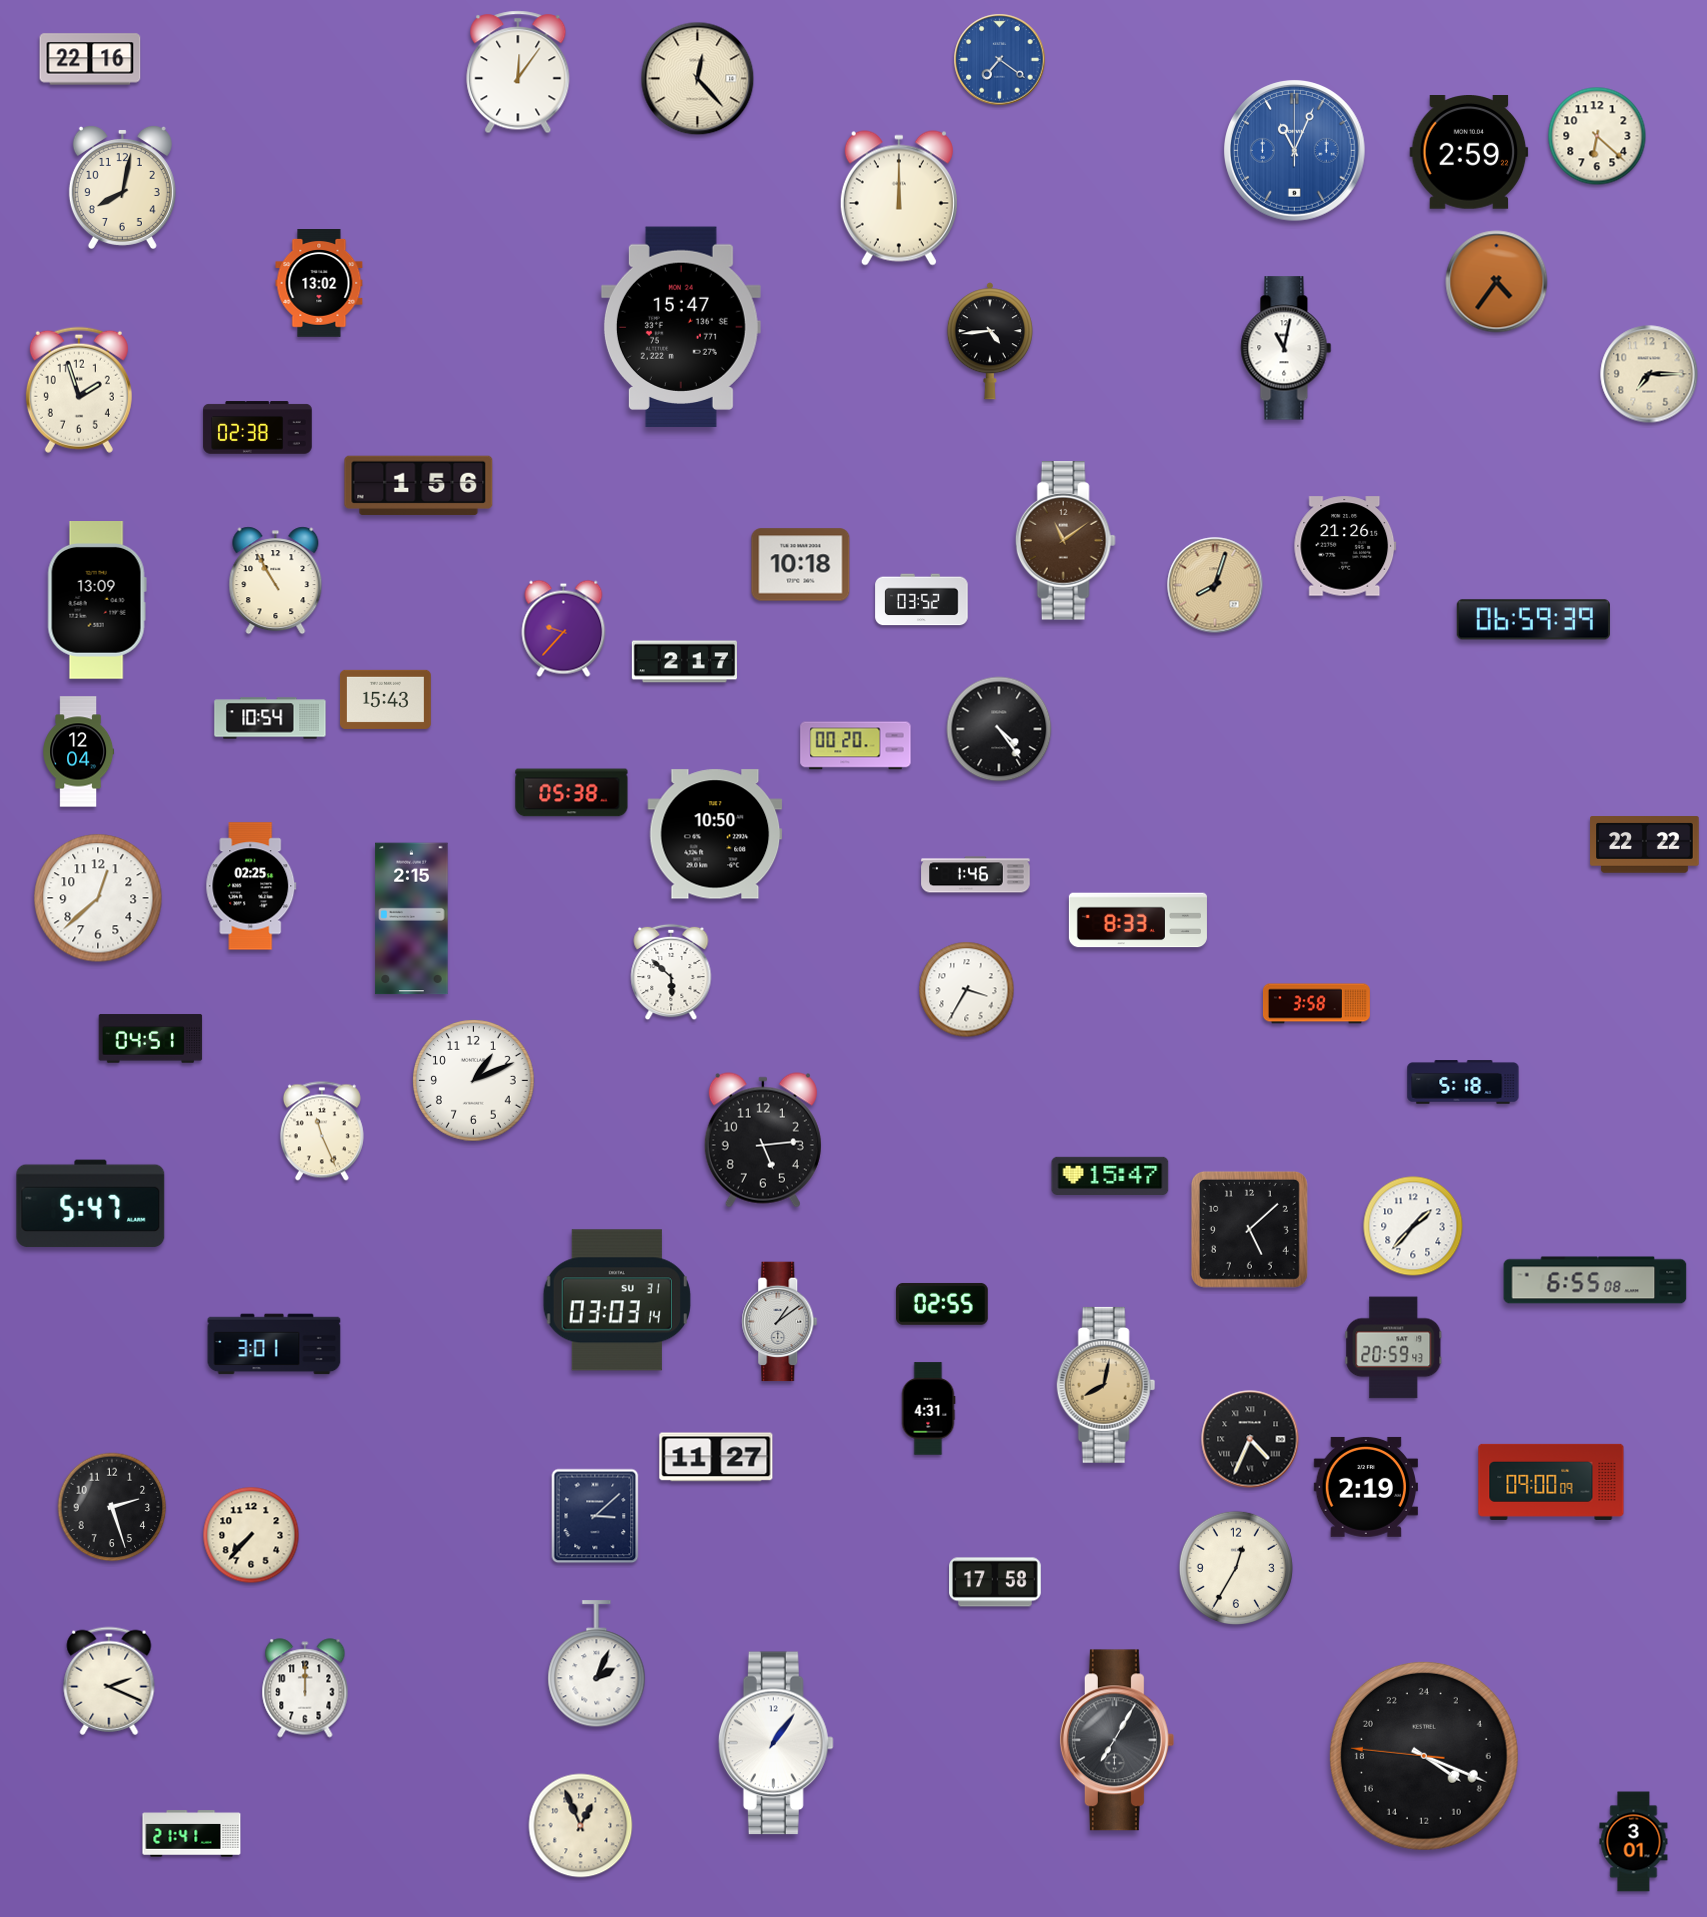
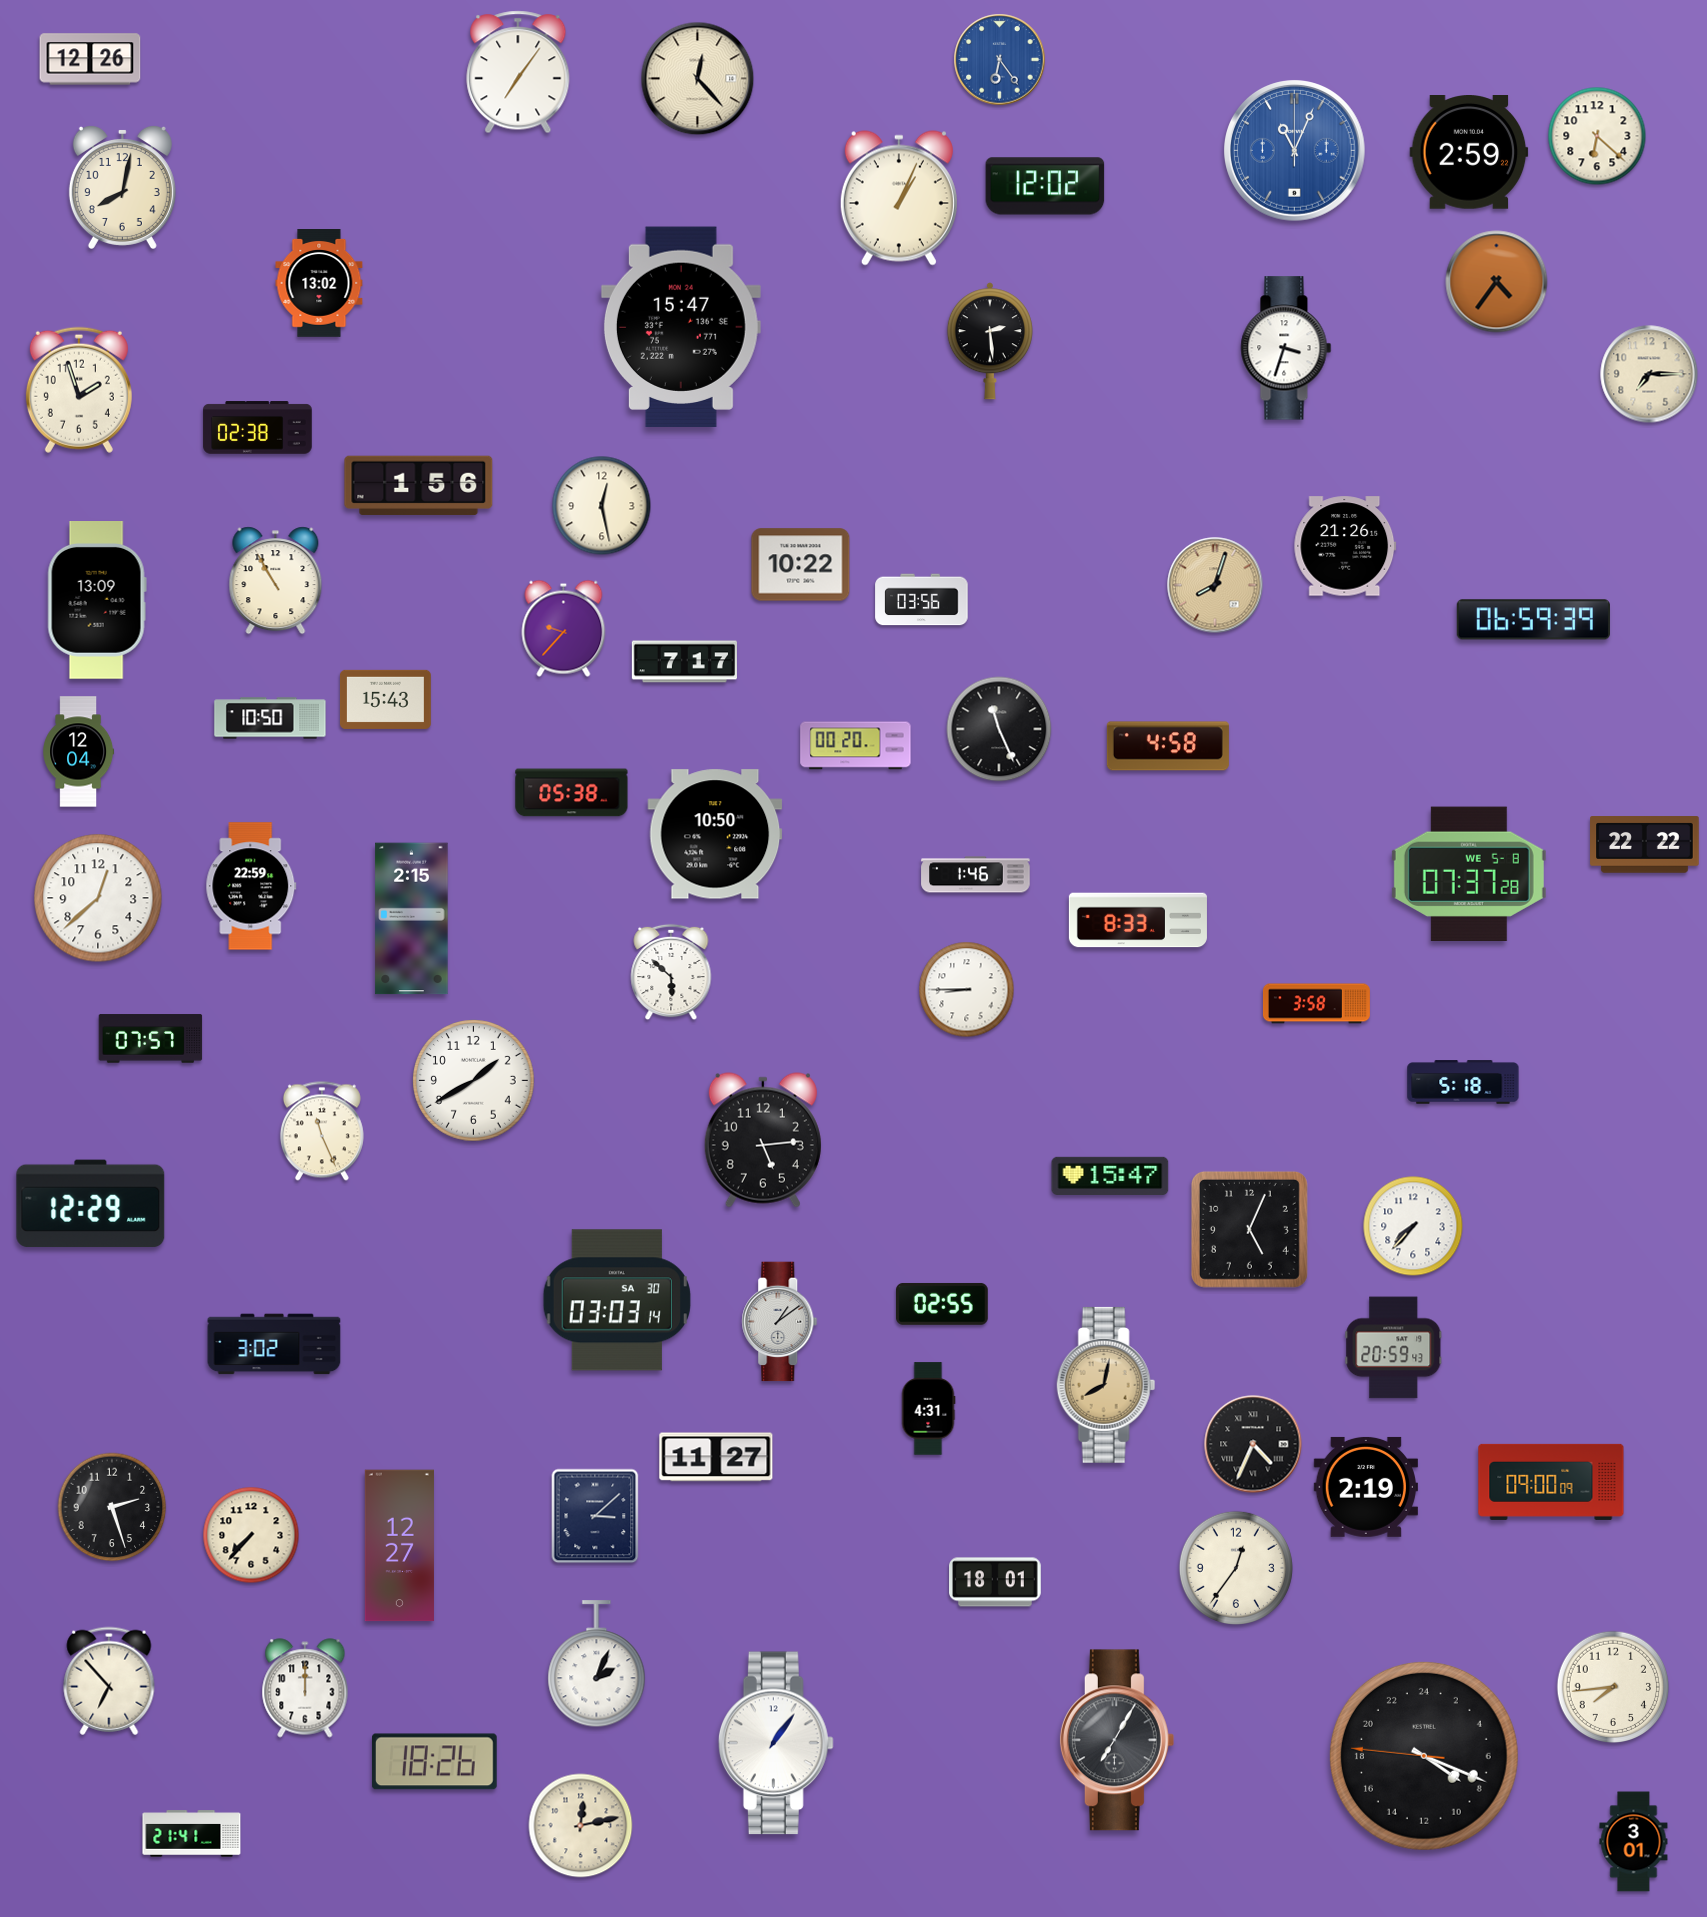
clock at (90, 59): 22:16 -> 12:26
clock at (1000, 60): 7:21 -> 6:24
clock at (518, 72): 12:06 -> 7:06
clock at (1045, 186): none -> 12:02
clock at (899, 198): 12:00 -> 1:04
clock at (990, 341): 4:44 -> 2:29
clock at (1286, 348): 11:02 -> 3:33
clock at (602, 506): none -> 12:28
clock at (1065, 541): 11:09 -> none
clock at (801, 565): 10:18 -> 10:22
clock at (922, 600): 03:52 -> 03:56
clock at (684, 662): 2:17 -> 7:17
clock at (270, 718): 10:54 -> 10:50
clock at (999, 729): 4:24 -> 11:26
clock at (1168, 746): none -> 4:58
clock at (1469, 874): none -> 07:37
clock at (251, 886): 02:25 -> 22:59
clock at (967, 990): 3:35 -> 8:45
clock at (151, 1039): 04:51 -> 07:57
clock at (474, 1081): 1:11 -> 1:40
clock at (91, 1204): 5:47 -> 12:29
clock at (1413, 1226): 1:37 -> 7:37
clock at (1249, 1229): 5:08 -> 5:04
clock at (1595, 1280): 6:55 -> none
clock at (617, 1300) date: SU 31 -> SA 30
clock at (274, 1344): 3:01 -> 3:02
clock at (1250, 1439) position: (1250, 1439) -> (1253, 1444)
clock at (399, 1546): none -> 12:27
clock at (1236, 1568): 12:35 -> 12:36
clock at (995, 1582): 17:58 -> 18:01
clock at (109, 1681): 2:19 -> 6:53
clock at (1613, 1687): none -> 7:44
clock at (435, 1762): none -> 18:26
clock at (581, 1826): 12:56 -> 12:13
